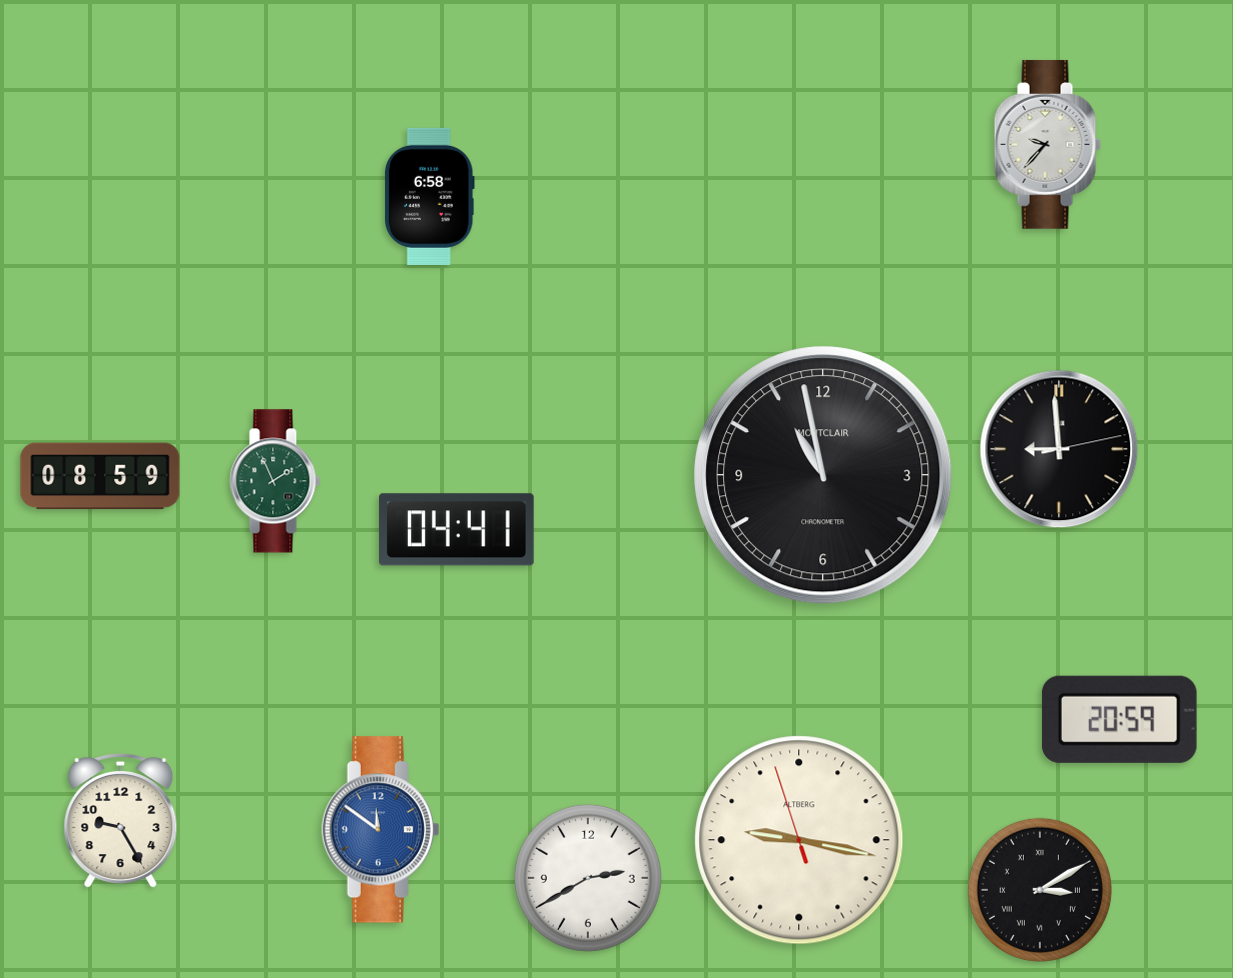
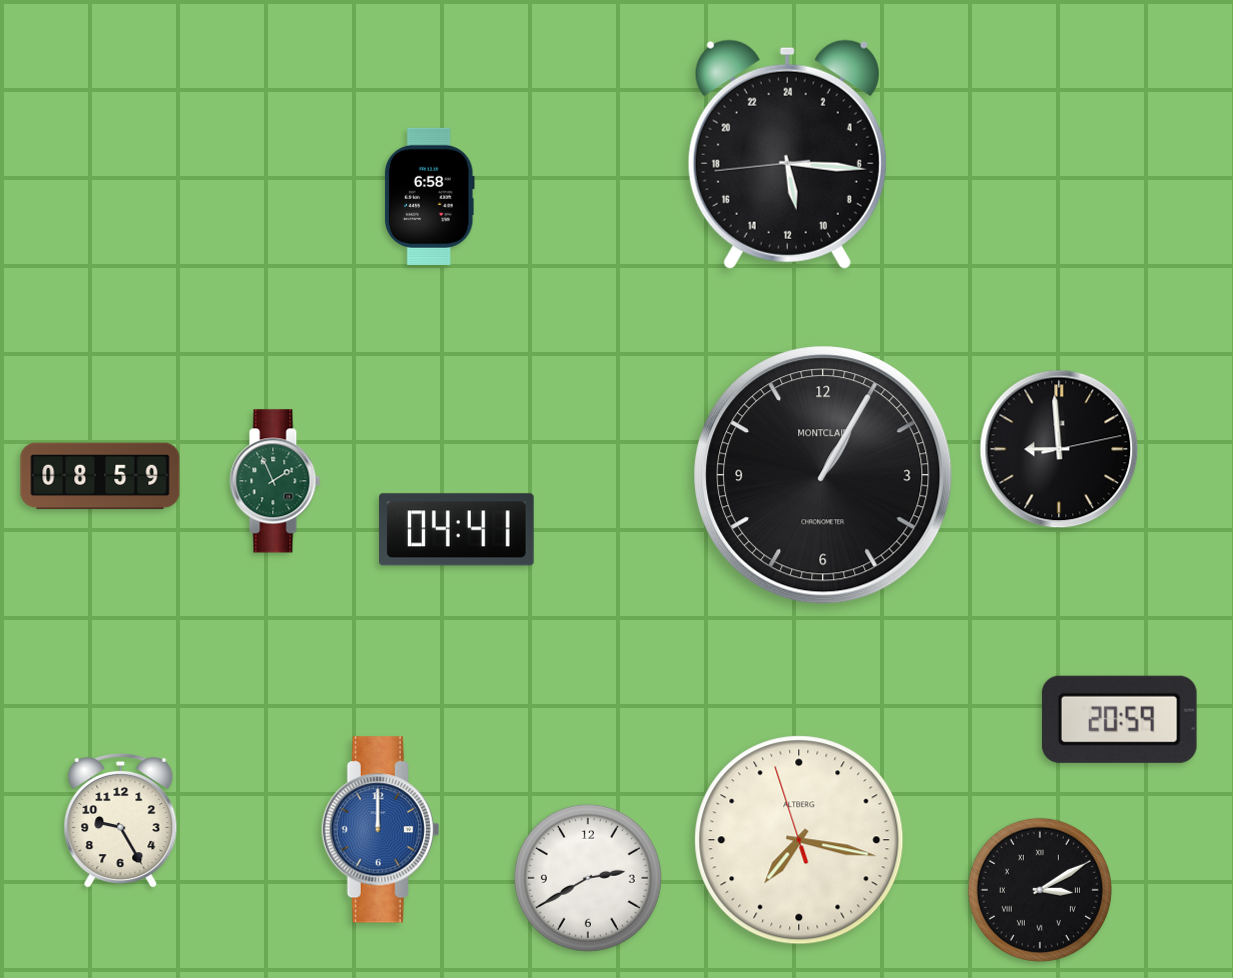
clock at (1047, 145): 9:37 -> none
clock at (787, 154): none -> 11:15
clock at (823, 475): 10:58 -> 1:05
clock at (381, 830): 11:51 -> 12:00
clock at (799, 840): 9:16 -> 7:16
